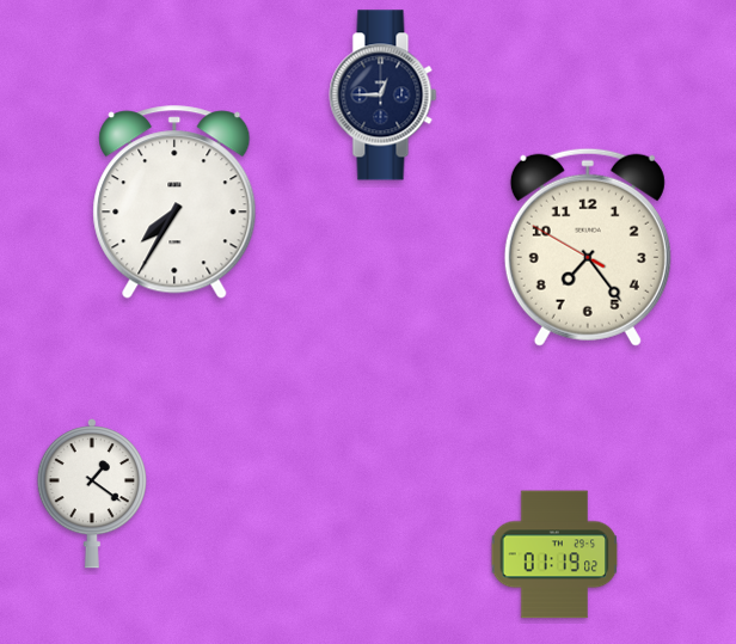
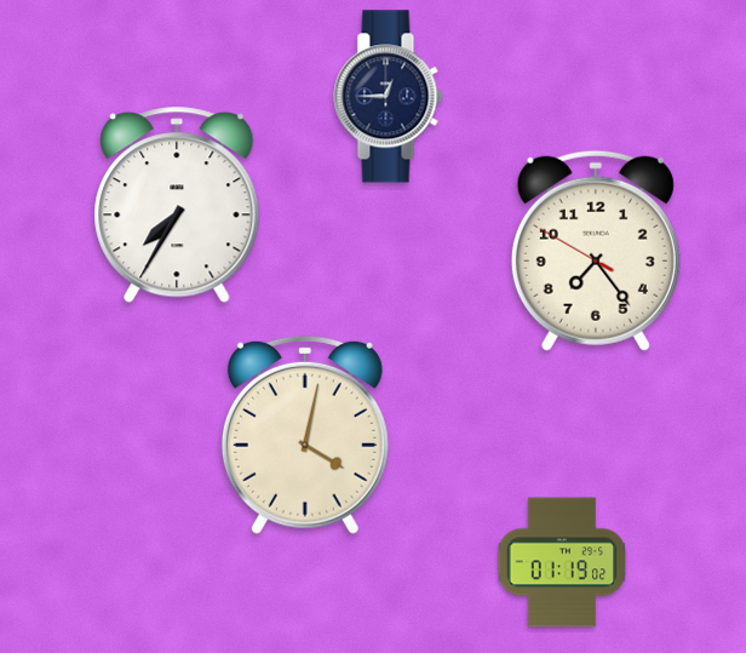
clock at (305, 435): none -> 4:02
clock at (91, 495): 1:21 -> none
